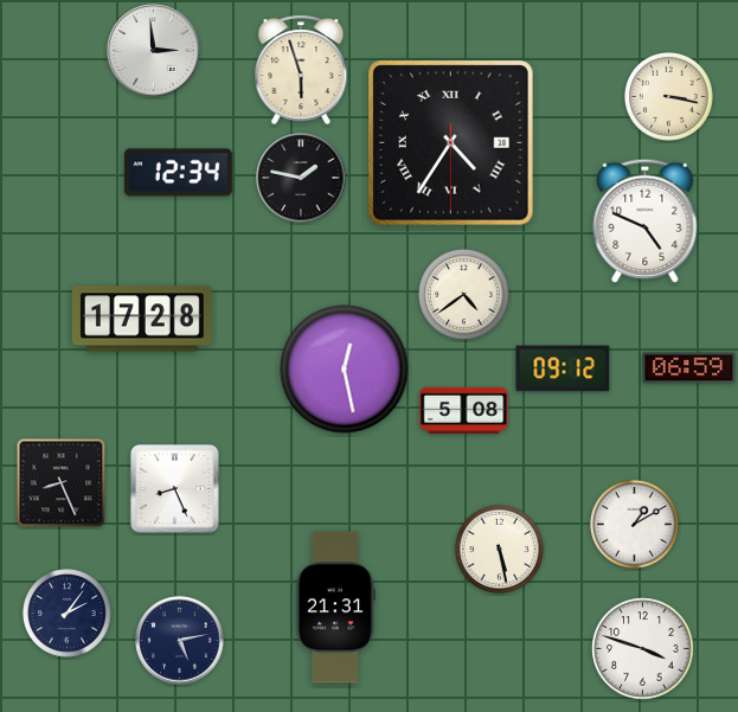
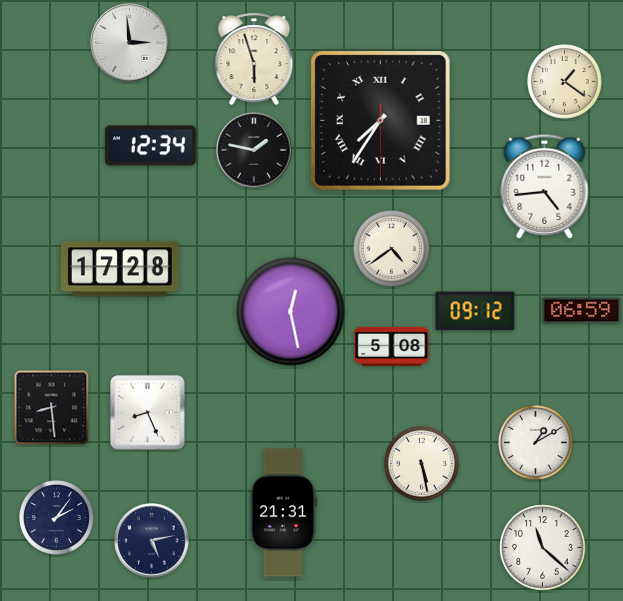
clock at (669, 97): 3:17 -> 1:21
clock at (451, 143): 4:35 -> 7:35
clock at (646, 220): 4:49 -> 4:44
clock at (62, 483): 8:26 -> 8:29
clock at (643, 649): 3:48 -> 11:22
